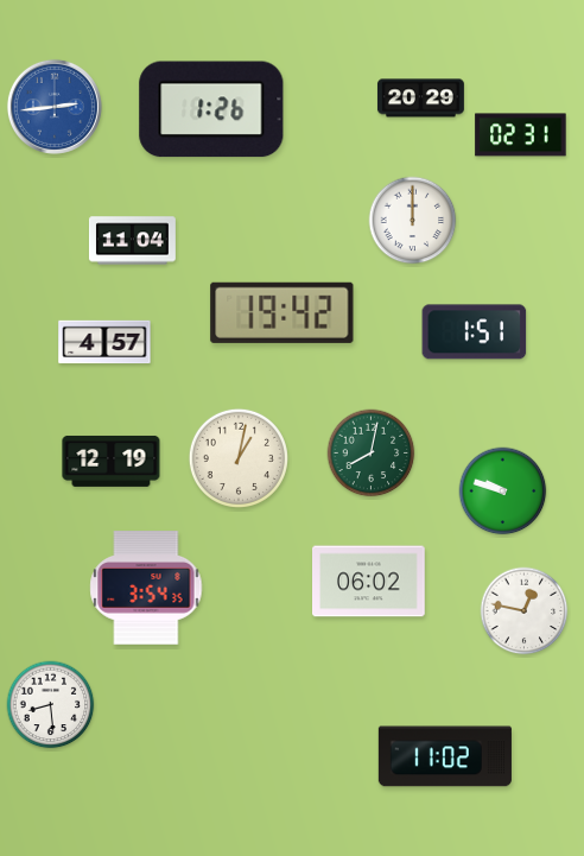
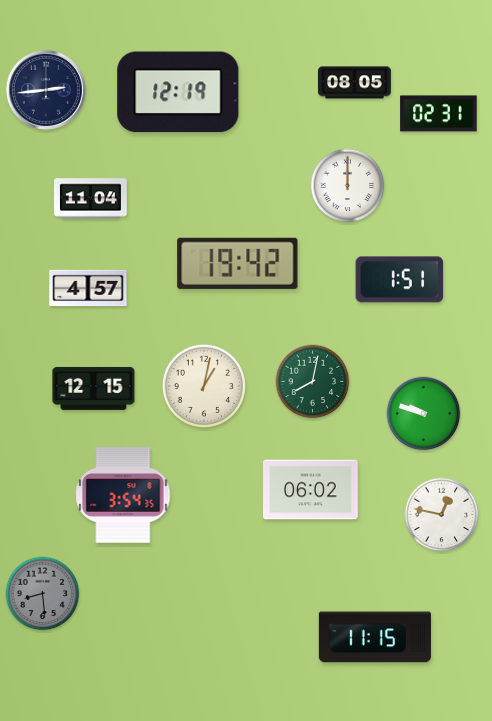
clock at (420, 99): 20:29 -> 08:05
clock at (55, 107) dial: blue -> navy
clock at (211, 109): 1:26 -> 12:19
clock at (132, 241) position: (132, 241) -> (90, 199)
clock at (239, 458) position: (239, 458) -> (204, 386)
clock at (112, 461): 12:19 -> 12:15
clock at (51, 705) dial: white -> grey
clock at (445, 756): 11:02 -> 11:15
